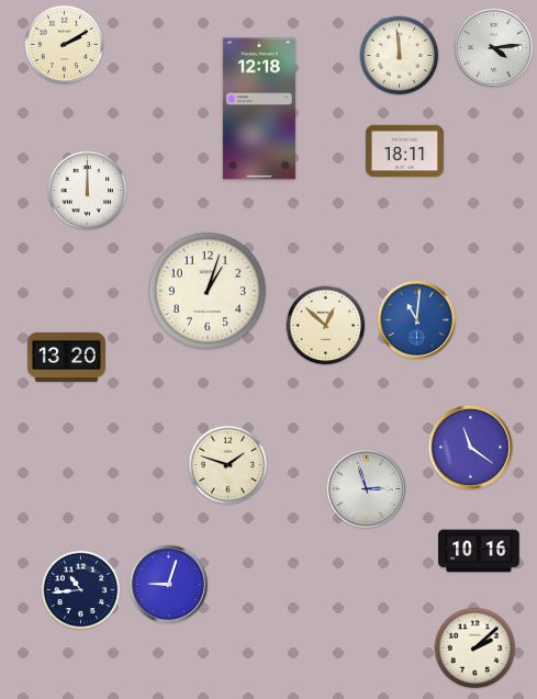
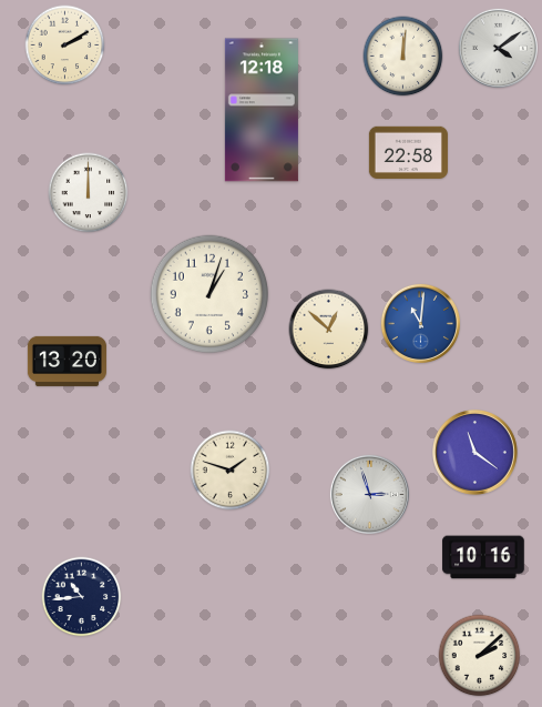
clock at (493, 47): 4:14 -> 4:09
clock at (400, 56): 11:59 -> 12:01
clock at (404, 150): 18:11 -> 22:58
clock at (168, 584): 9:03 -> none
